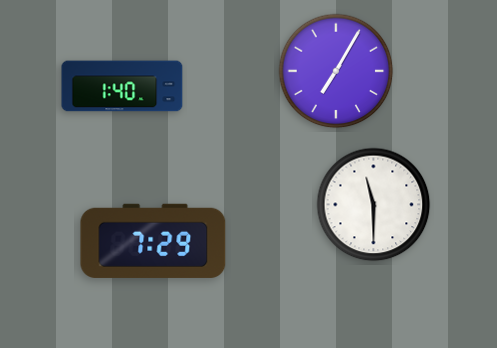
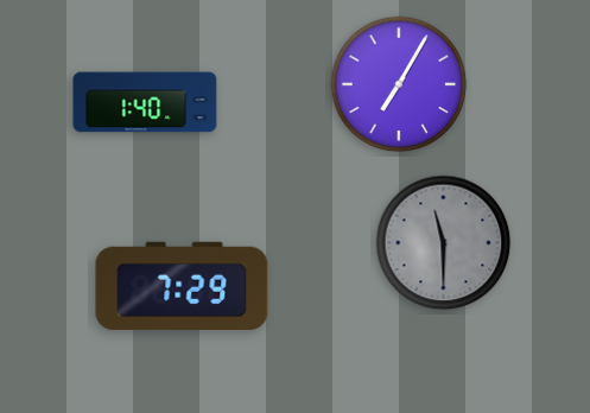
clock at (374, 205) dial: white -> grey
